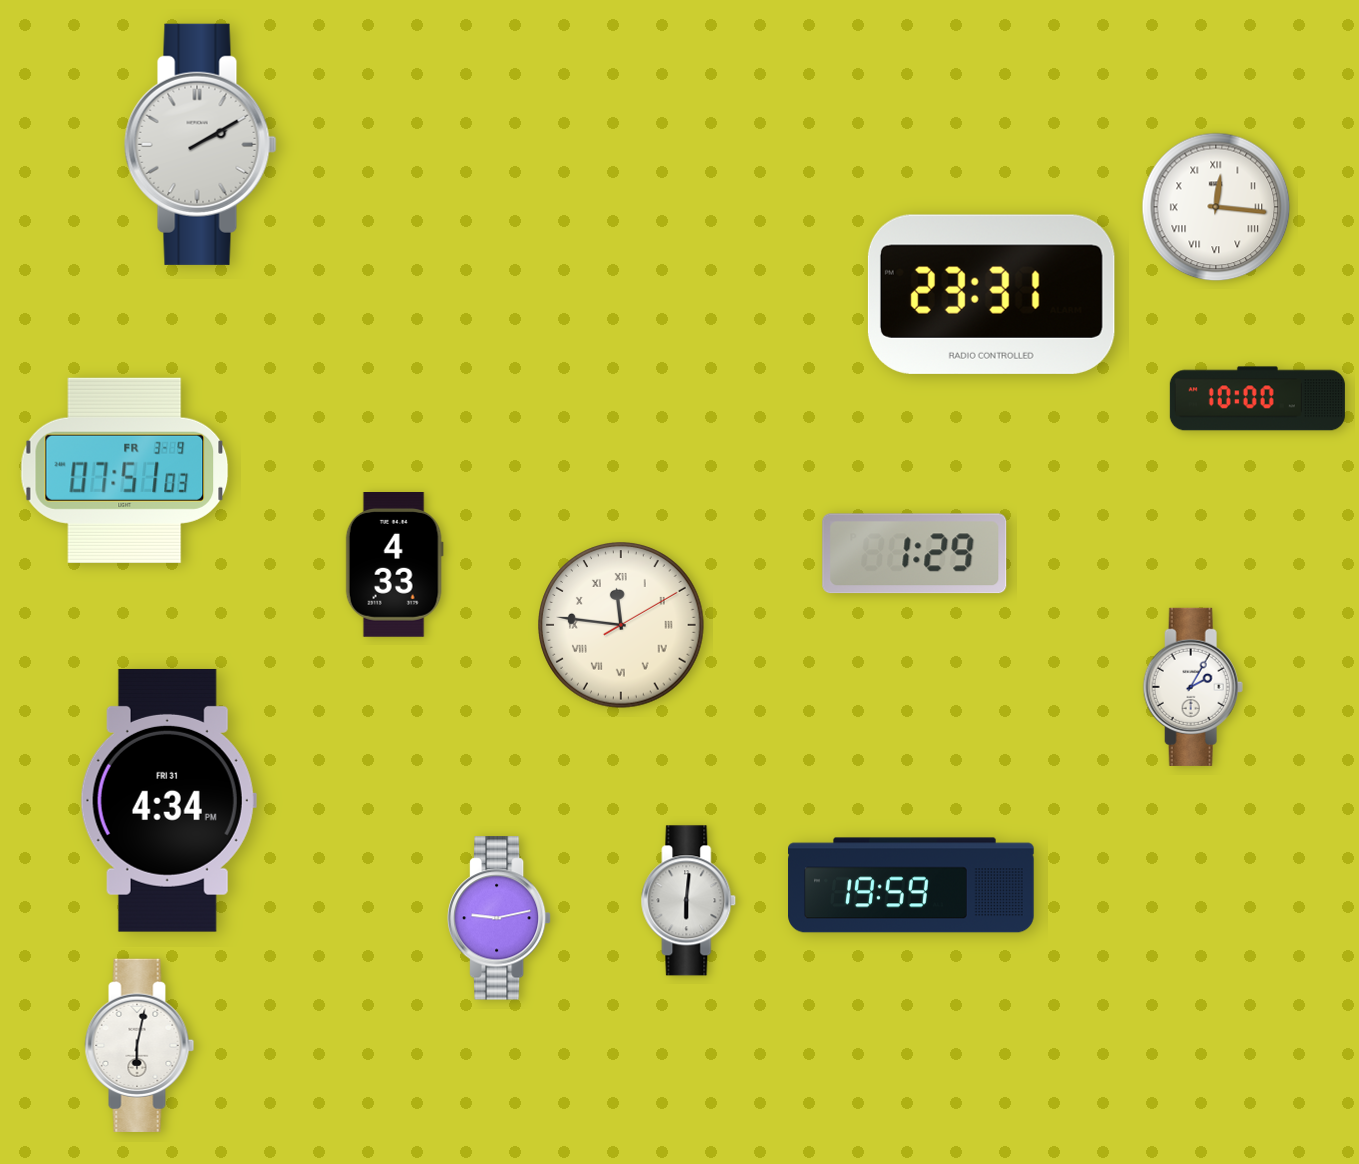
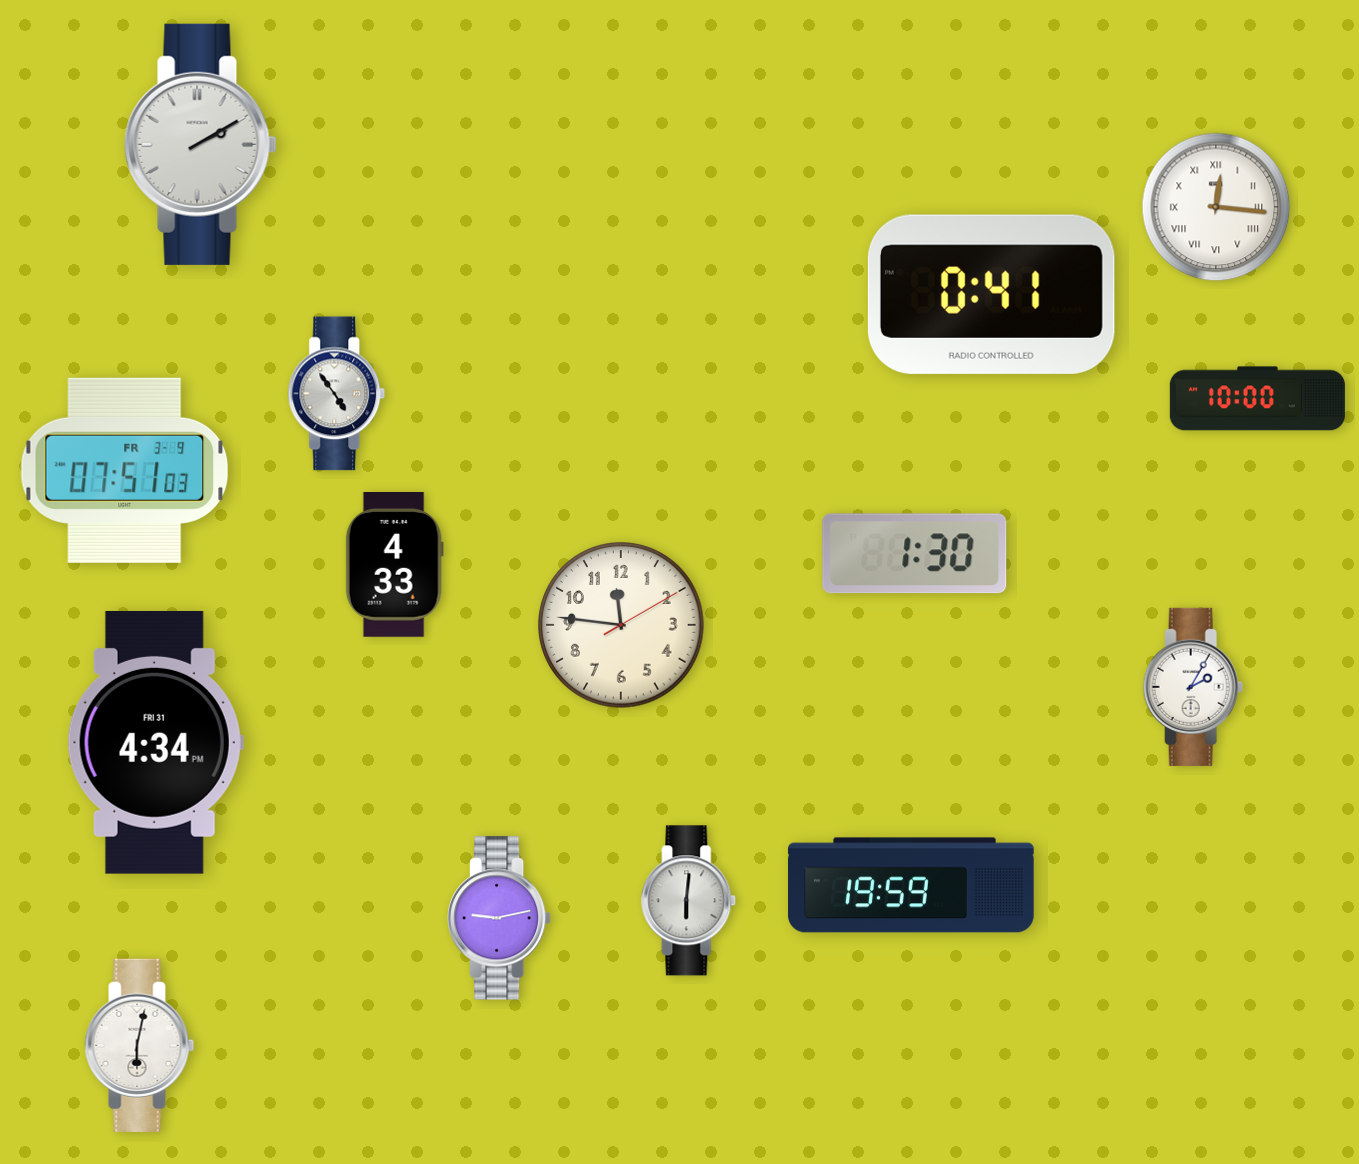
clock at (991, 294): 23:31 -> 0:41
clock at (337, 394): none -> 4:54
clock at (915, 554): 1:29 -> 1:30
clock at (621, 625) numerals: Roman -> Arabic
clock at (168, 800) position: (168, 800) -> (155, 742)
